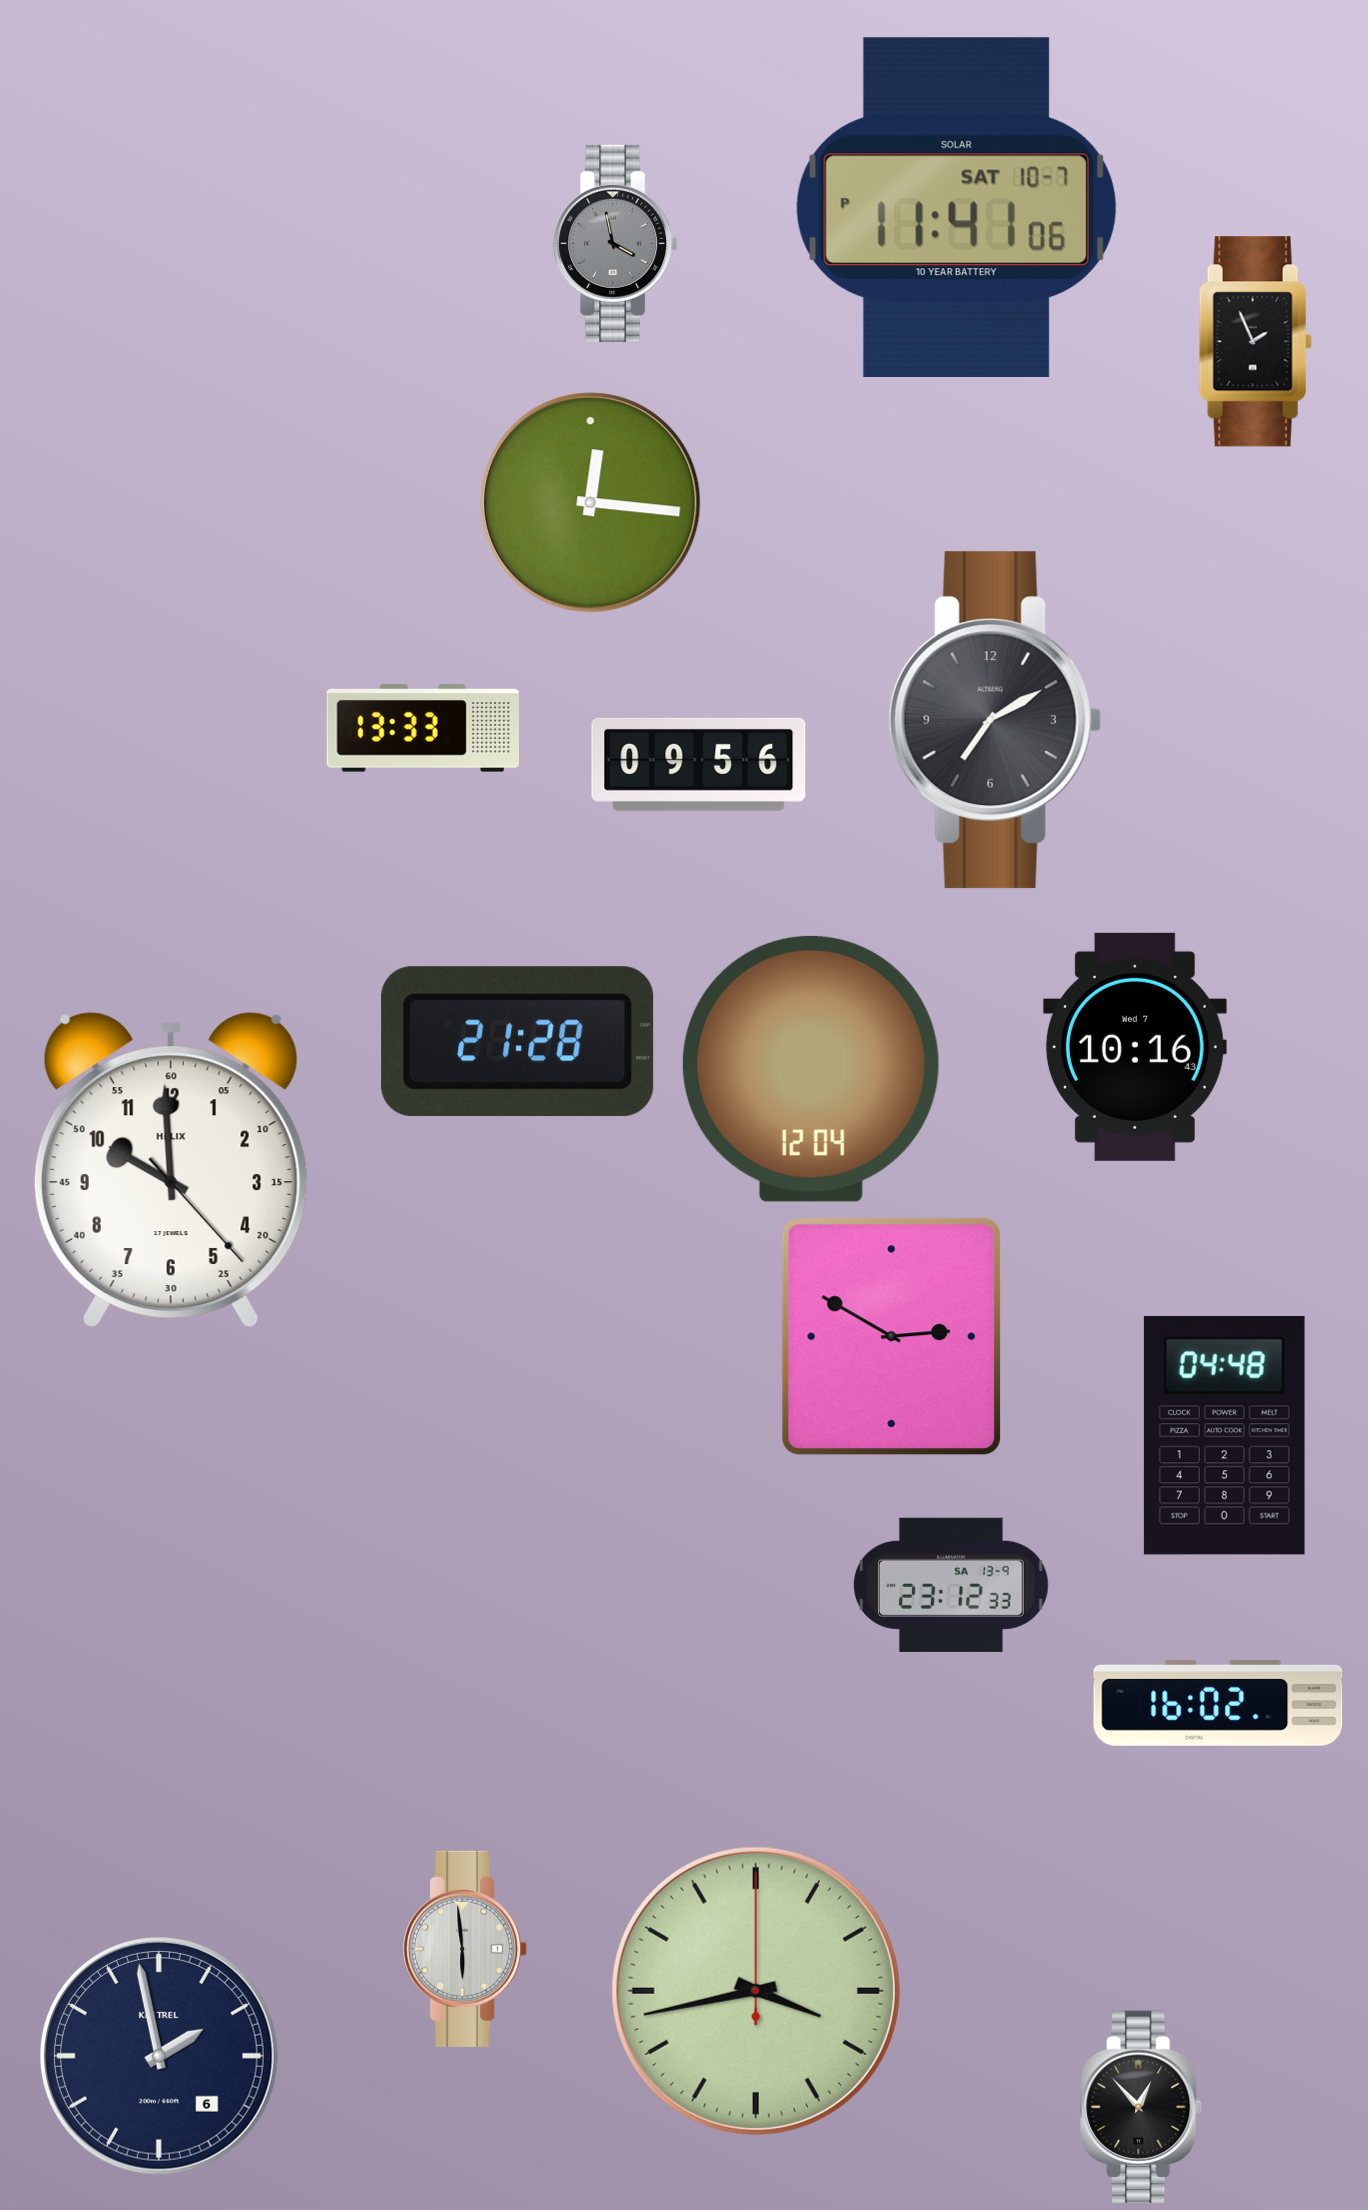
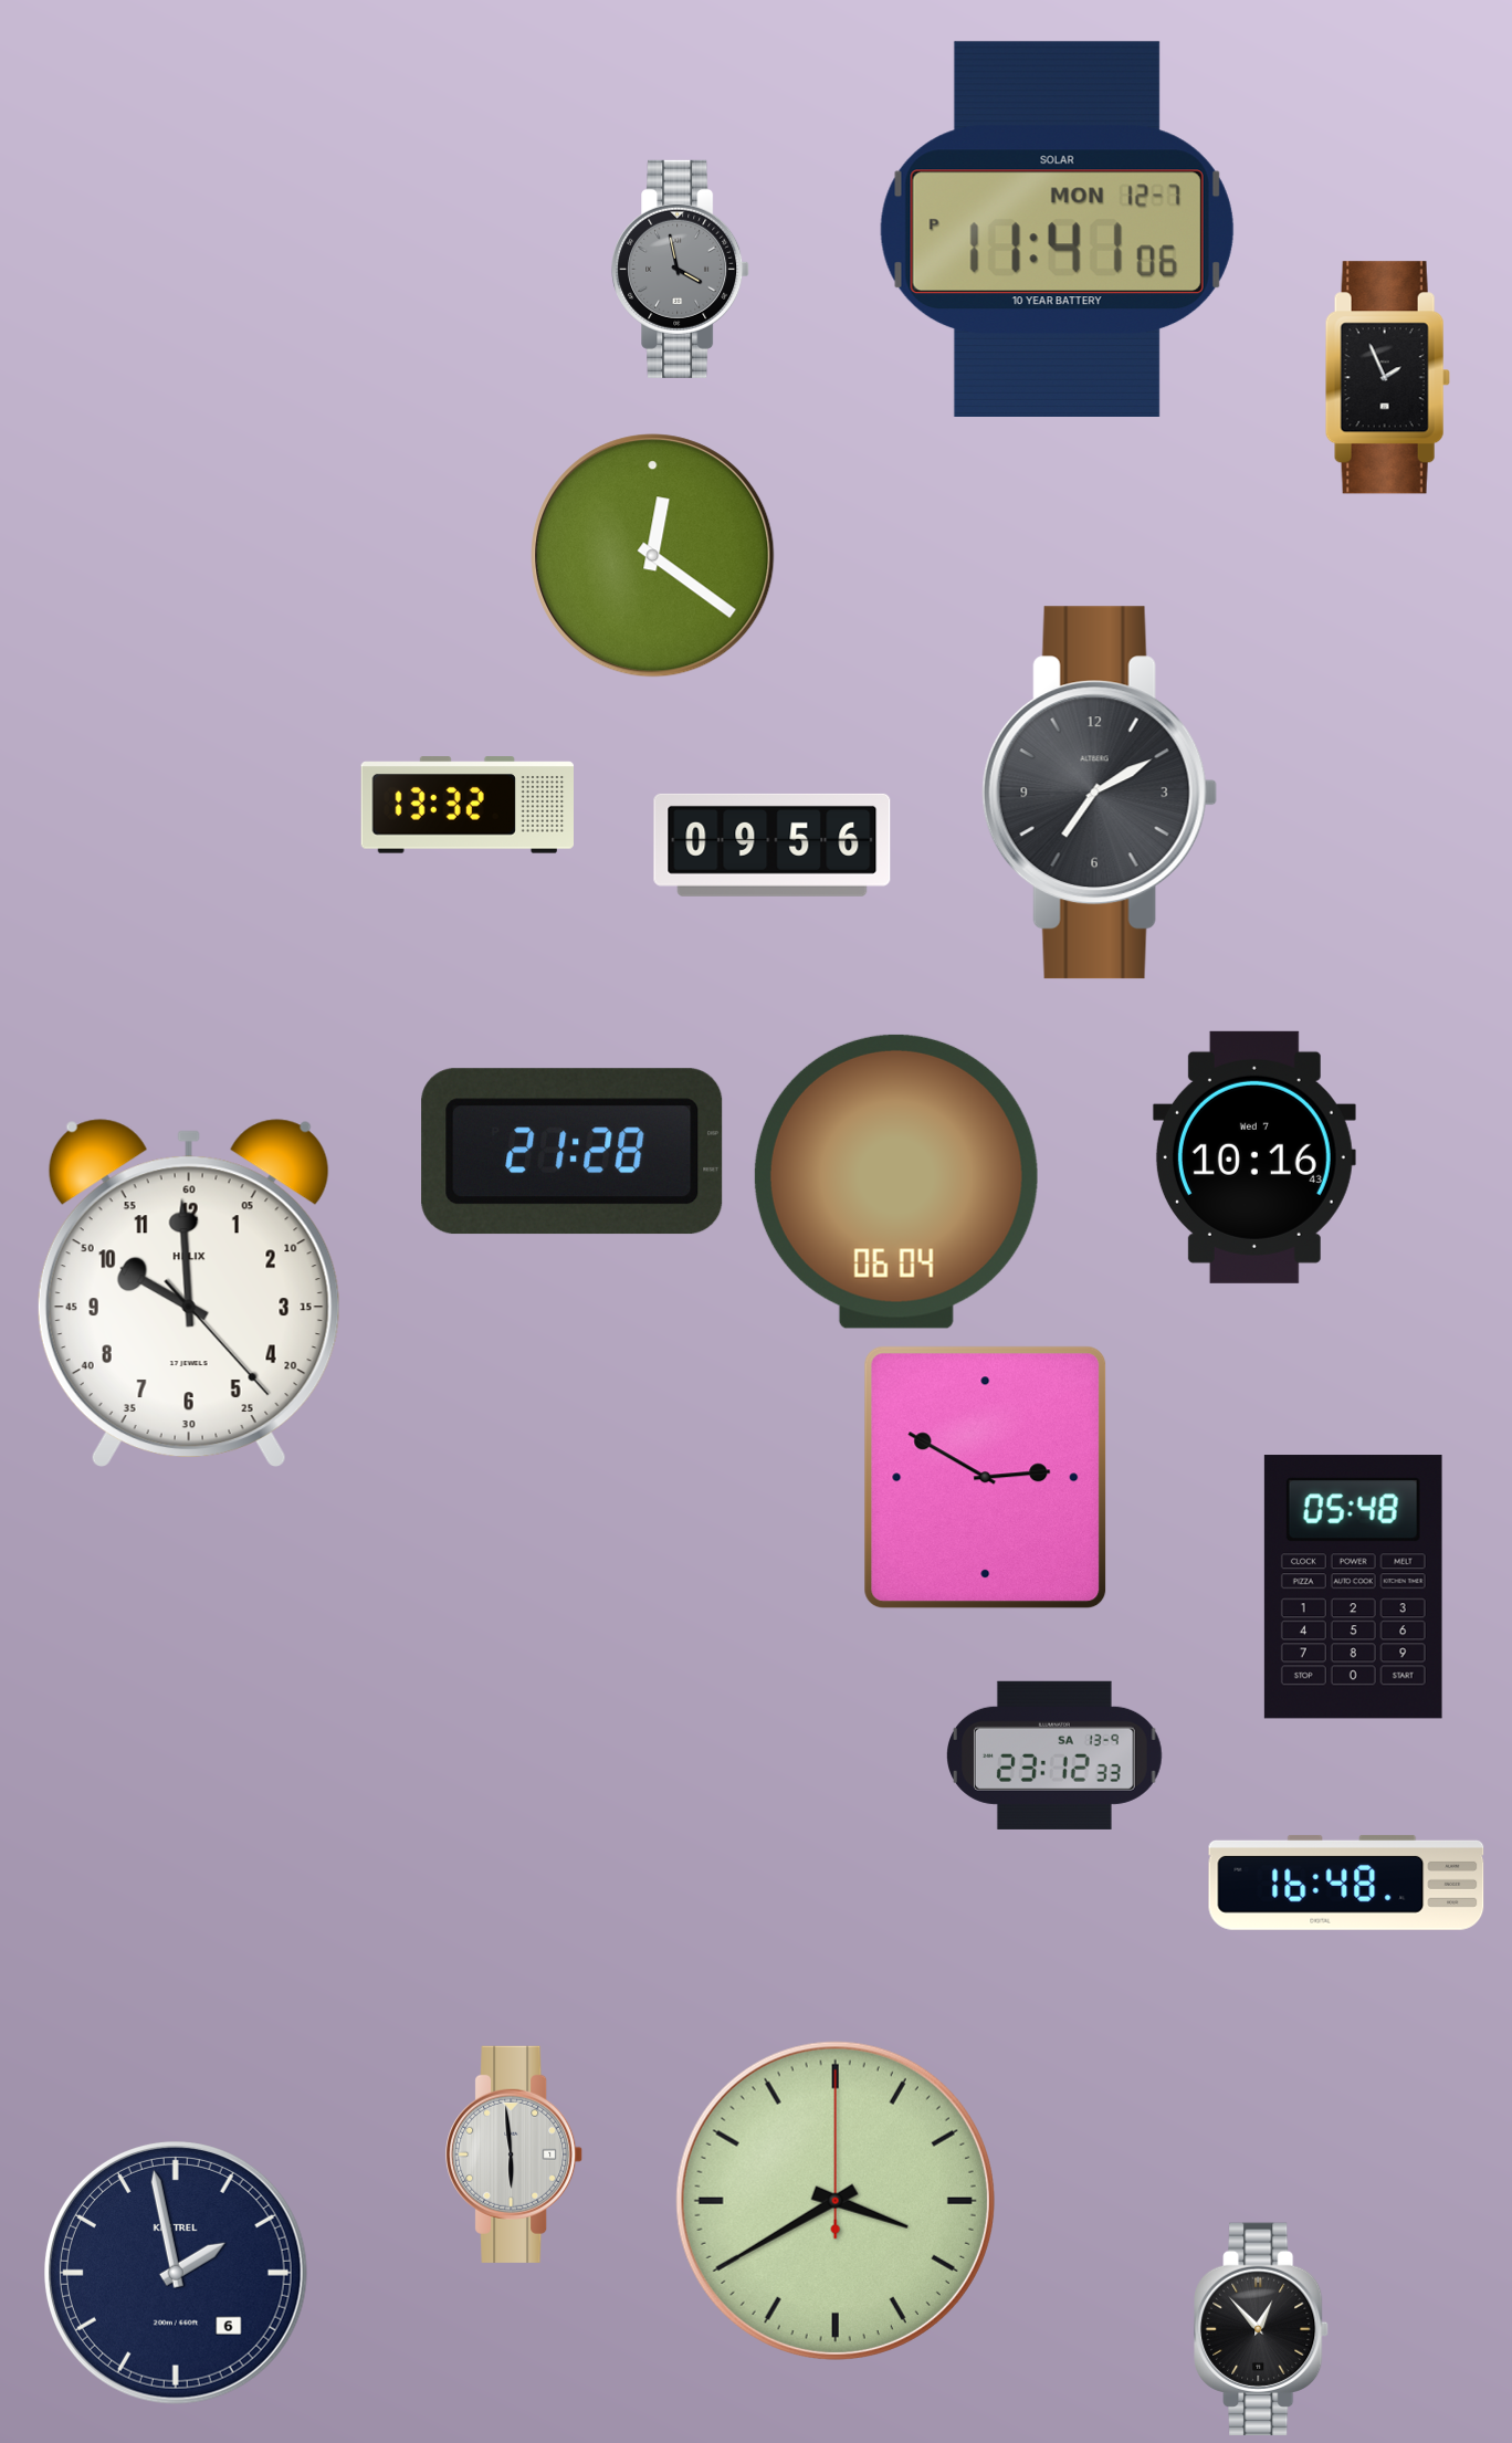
clock at (956, 207) date: SAT 10-7 -> MON 12-7
clock at (591, 503): 12:16 -> 12:21
clock at (995, 720) position: (995, 720) -> (1100, 793)
clock at (422, 728): 13:33 -> 13:32
clock at (811, 1069): 12:04 -> 06:04
clock at (1224, 1436): 04:48 -> 05:48
clock at (952, 1585) position: (952, 1585) -> (1056, 1755)
clock at (1218, 1703): 16:02 -> 16:48
clock at (756, 1991): 3:43 -> 3:40
